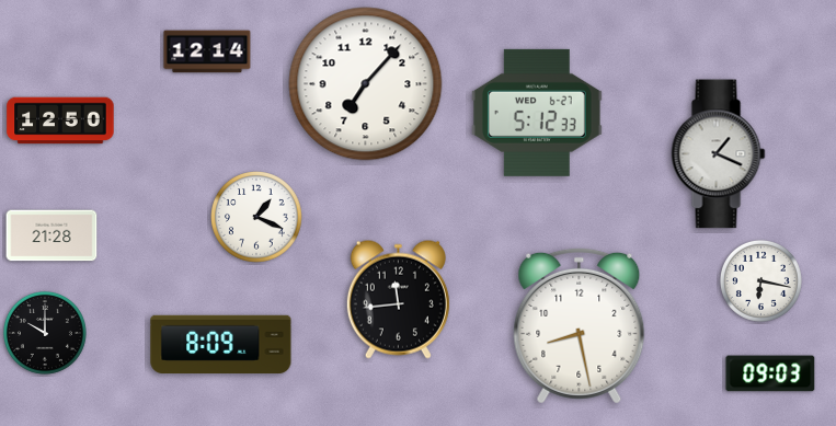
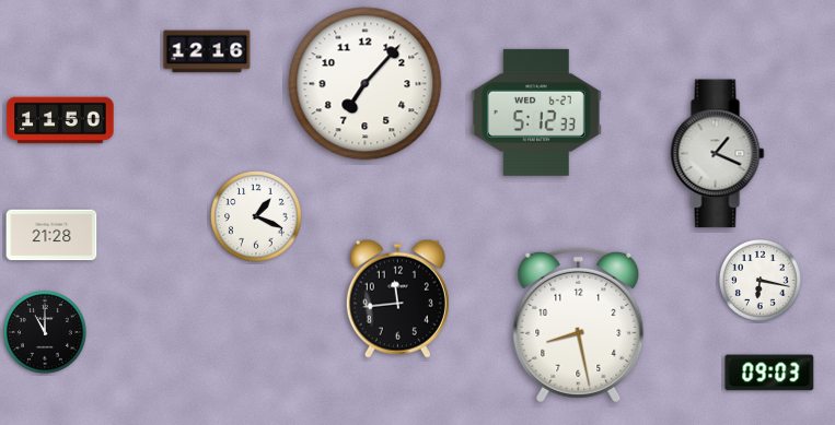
clock at (207, 51): 12:14 -> 12:16
clock at (60, 120): 12:50 -> 11:50
clock at (45, 333): 10:00 -> 11:00
clock at (221, 344): 8:09 -> none
